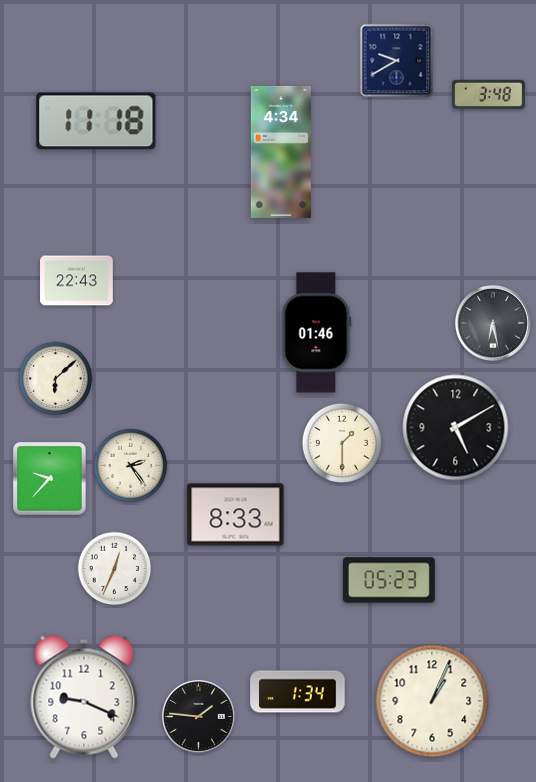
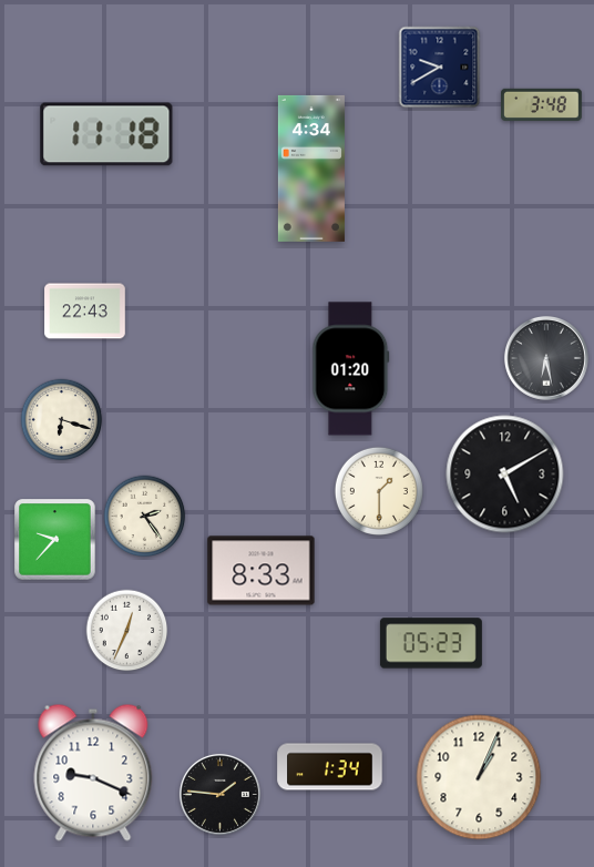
clock at (317, 333): 01:46 -> 01:20
clock at (56, 379): 6:08 -> 6:18
clock at (50, 479) position: (50, 479) -> (55, 540)
